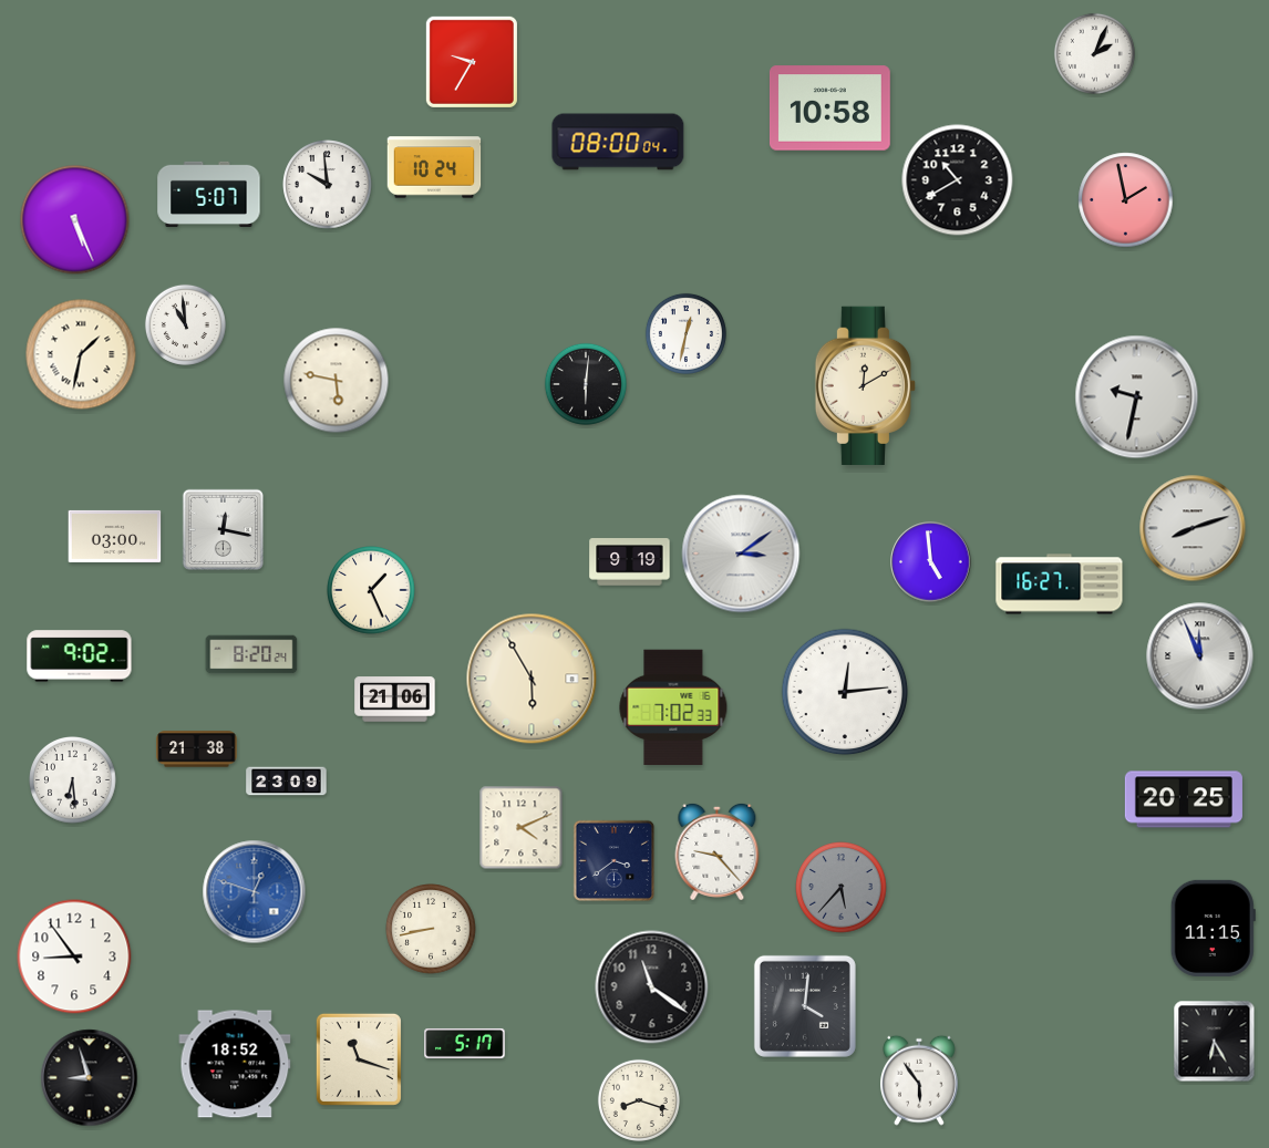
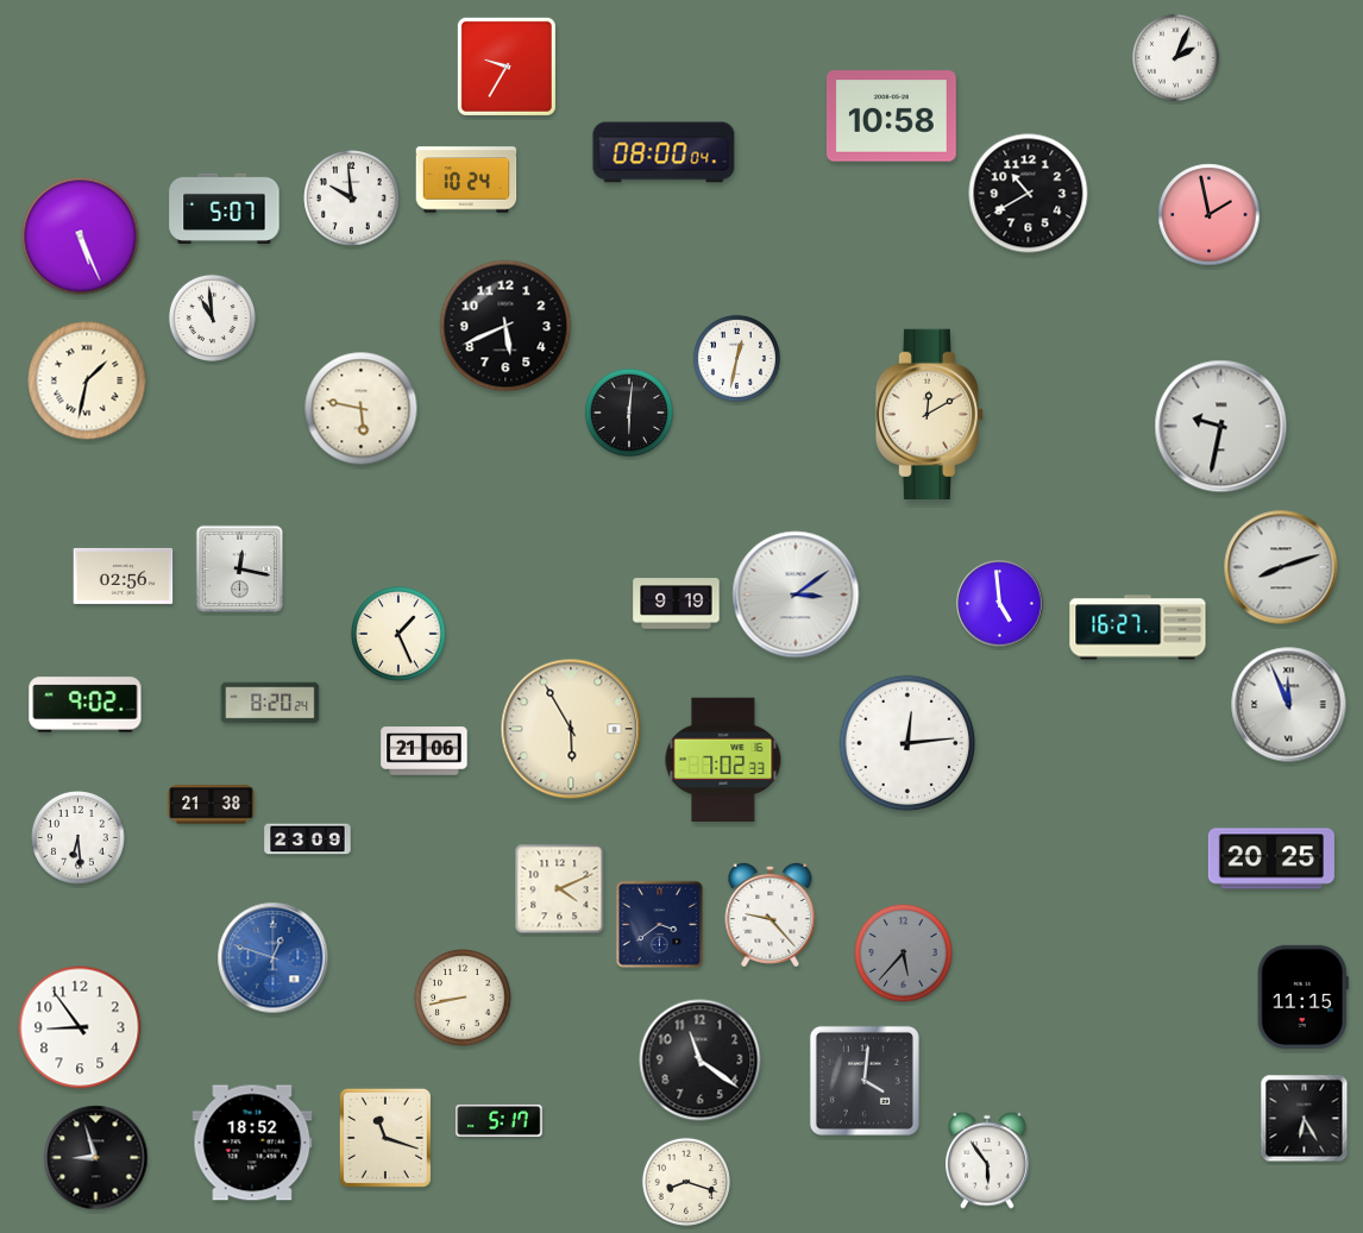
clock at (505, 326): none -> 5:41
clock at (185, 324) position: (185, 324) -> (212, 317)
clock at (115, 536): 03:00 -> 02:56
